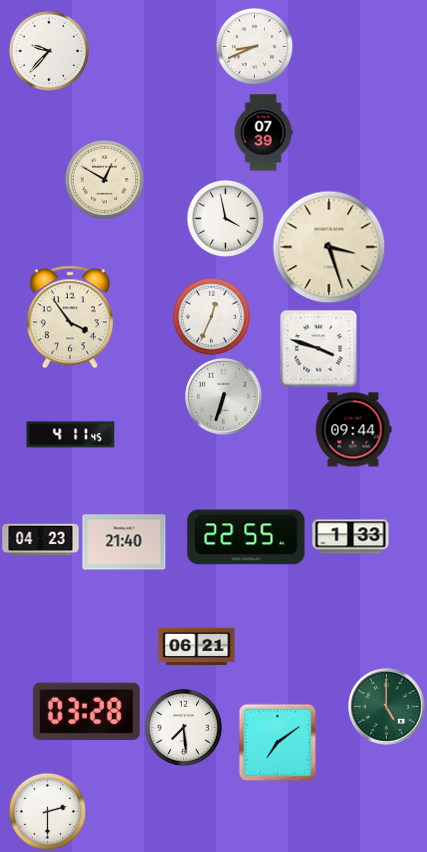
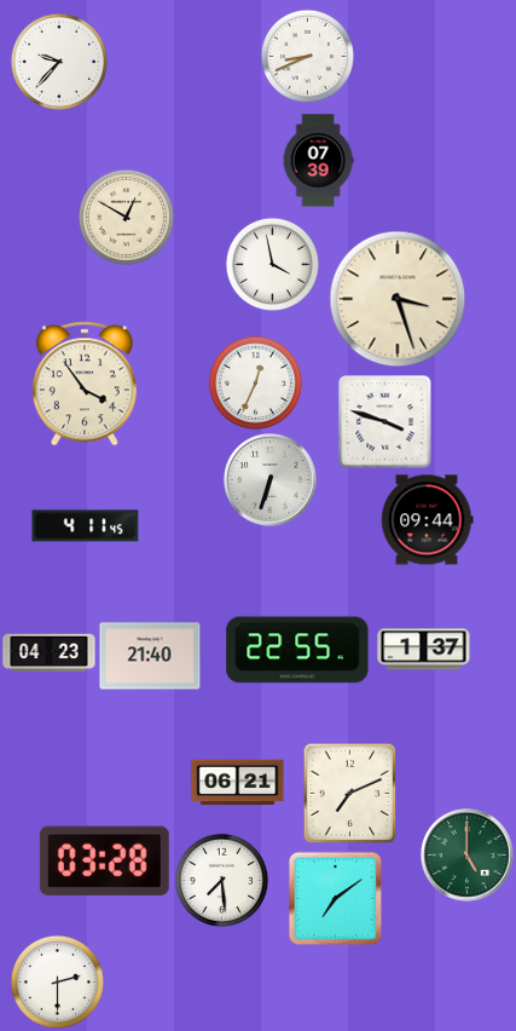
clock at (351, 537): 1:33 -> 1:37
clock at (350, 793): none -> 7:11
